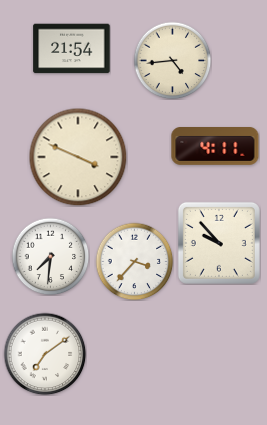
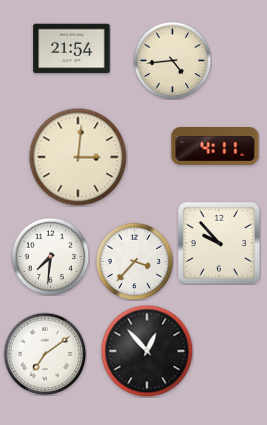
clock at (78, 157): 3:49 -> 3:01
clock at (147, 351): none -> 12:53
